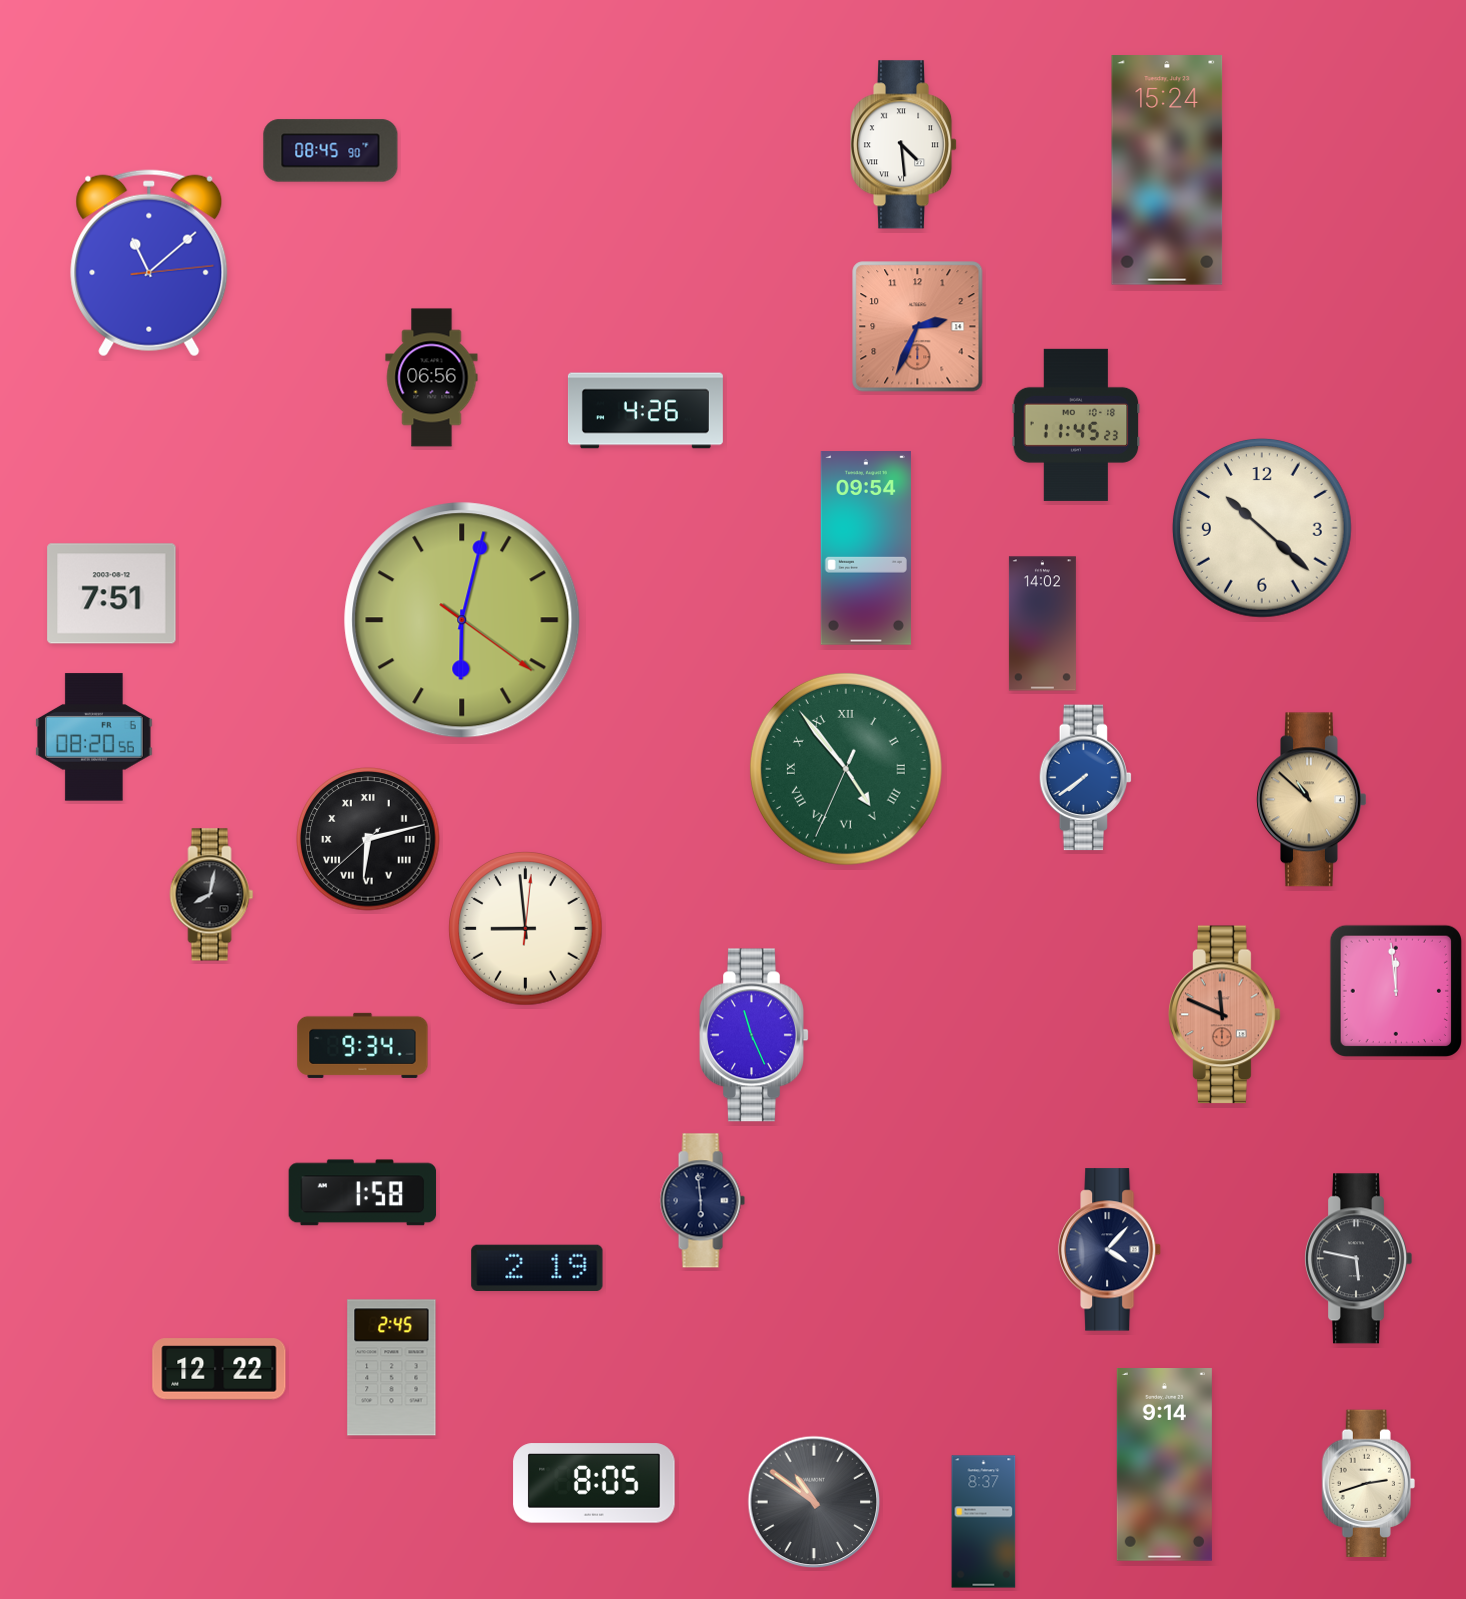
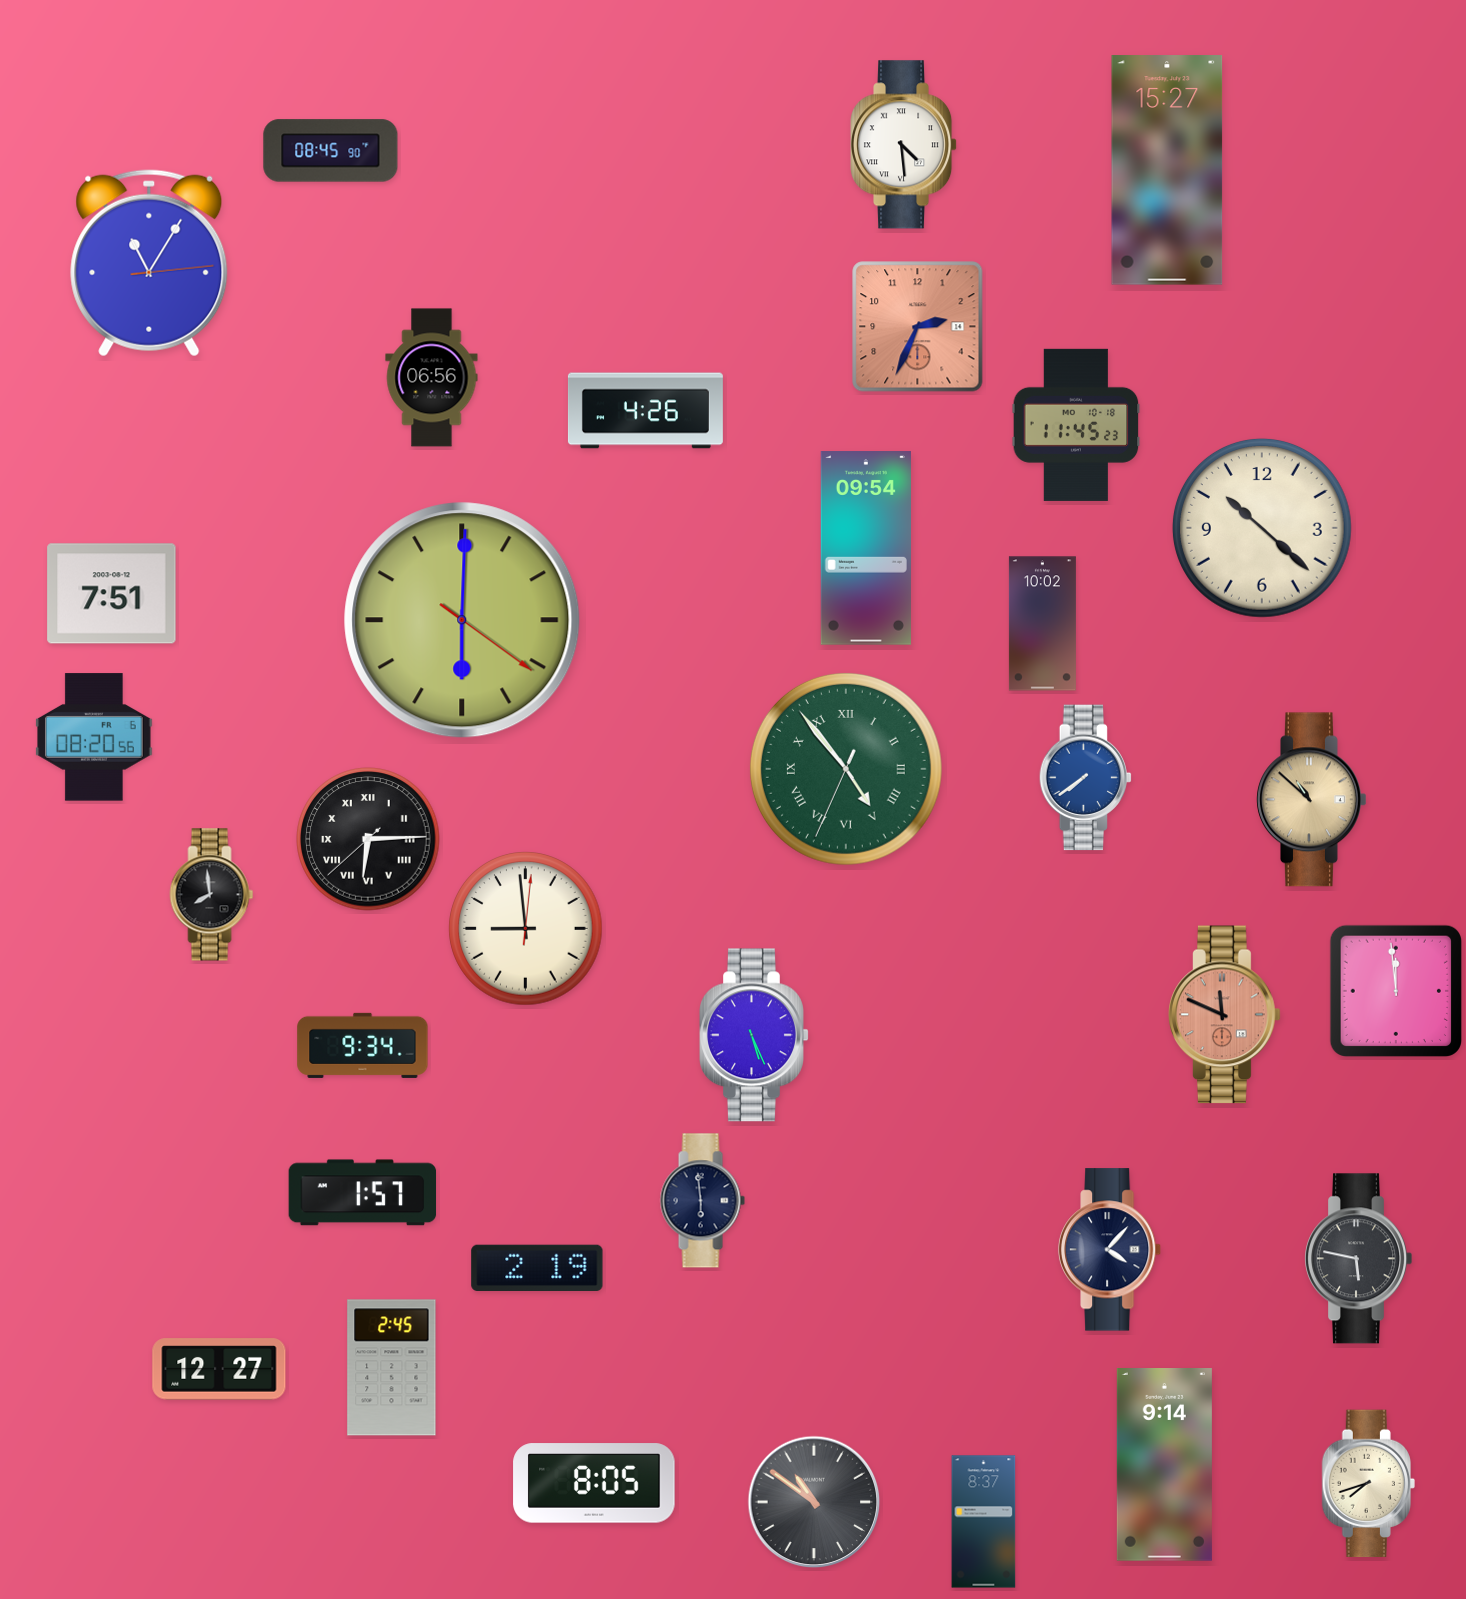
clock at (1167, 170): 15:24 -> 15:27
clock at (149, 263): 11:08 -> 11:05
clock at (462, 620): 6:02 -> 6:00
clock at (1042, 624): 14:02 -> 10:02
clock at (368, 839): 6:12 -> 6:14
clock at (212, 895): 8:02 -> 7:59
clock at (755, 1035): 11:26 -> 5:26
clock at (363, 1193): 1:58 -> 1:57
clock at (219, 1369): 12:22 -> 12:27
clock at (1368, 1484): 2:42 -> 7:42
